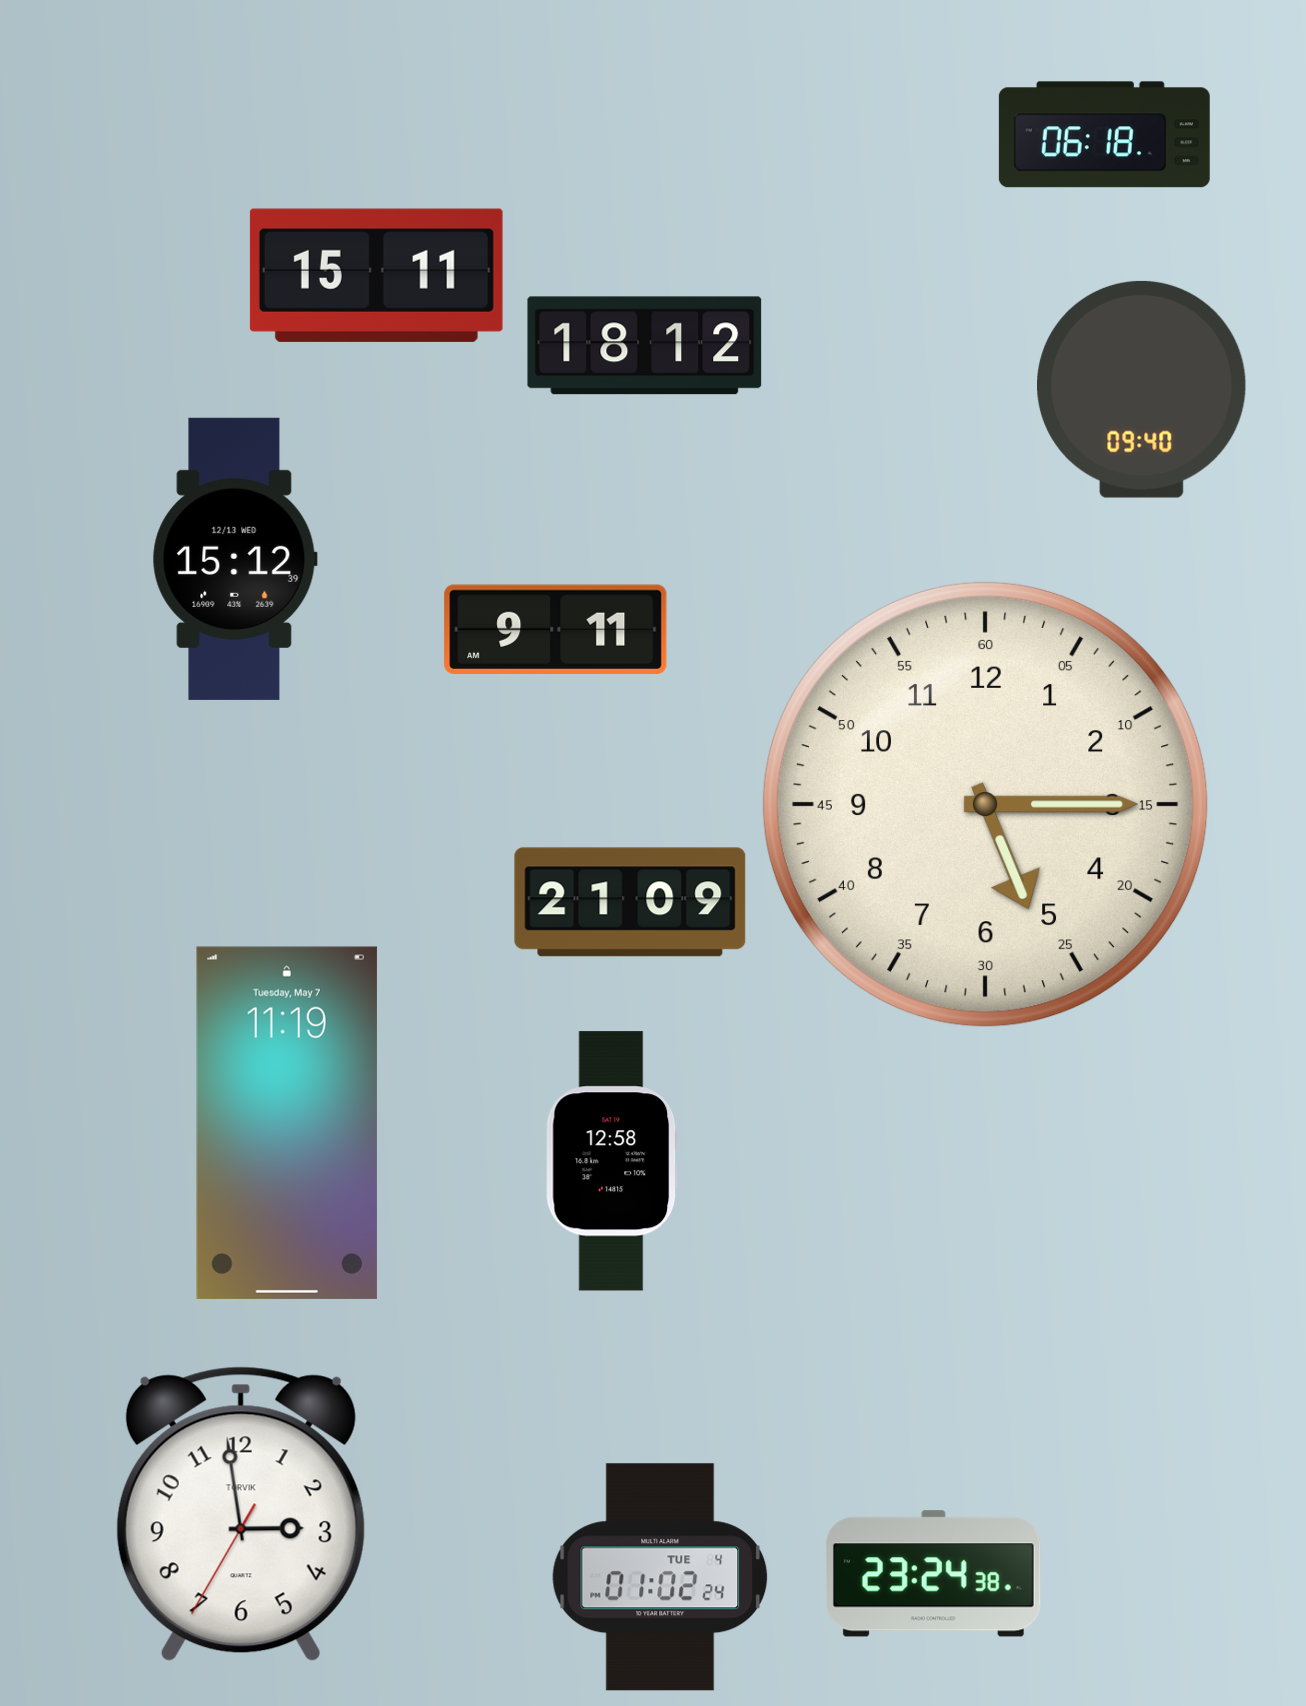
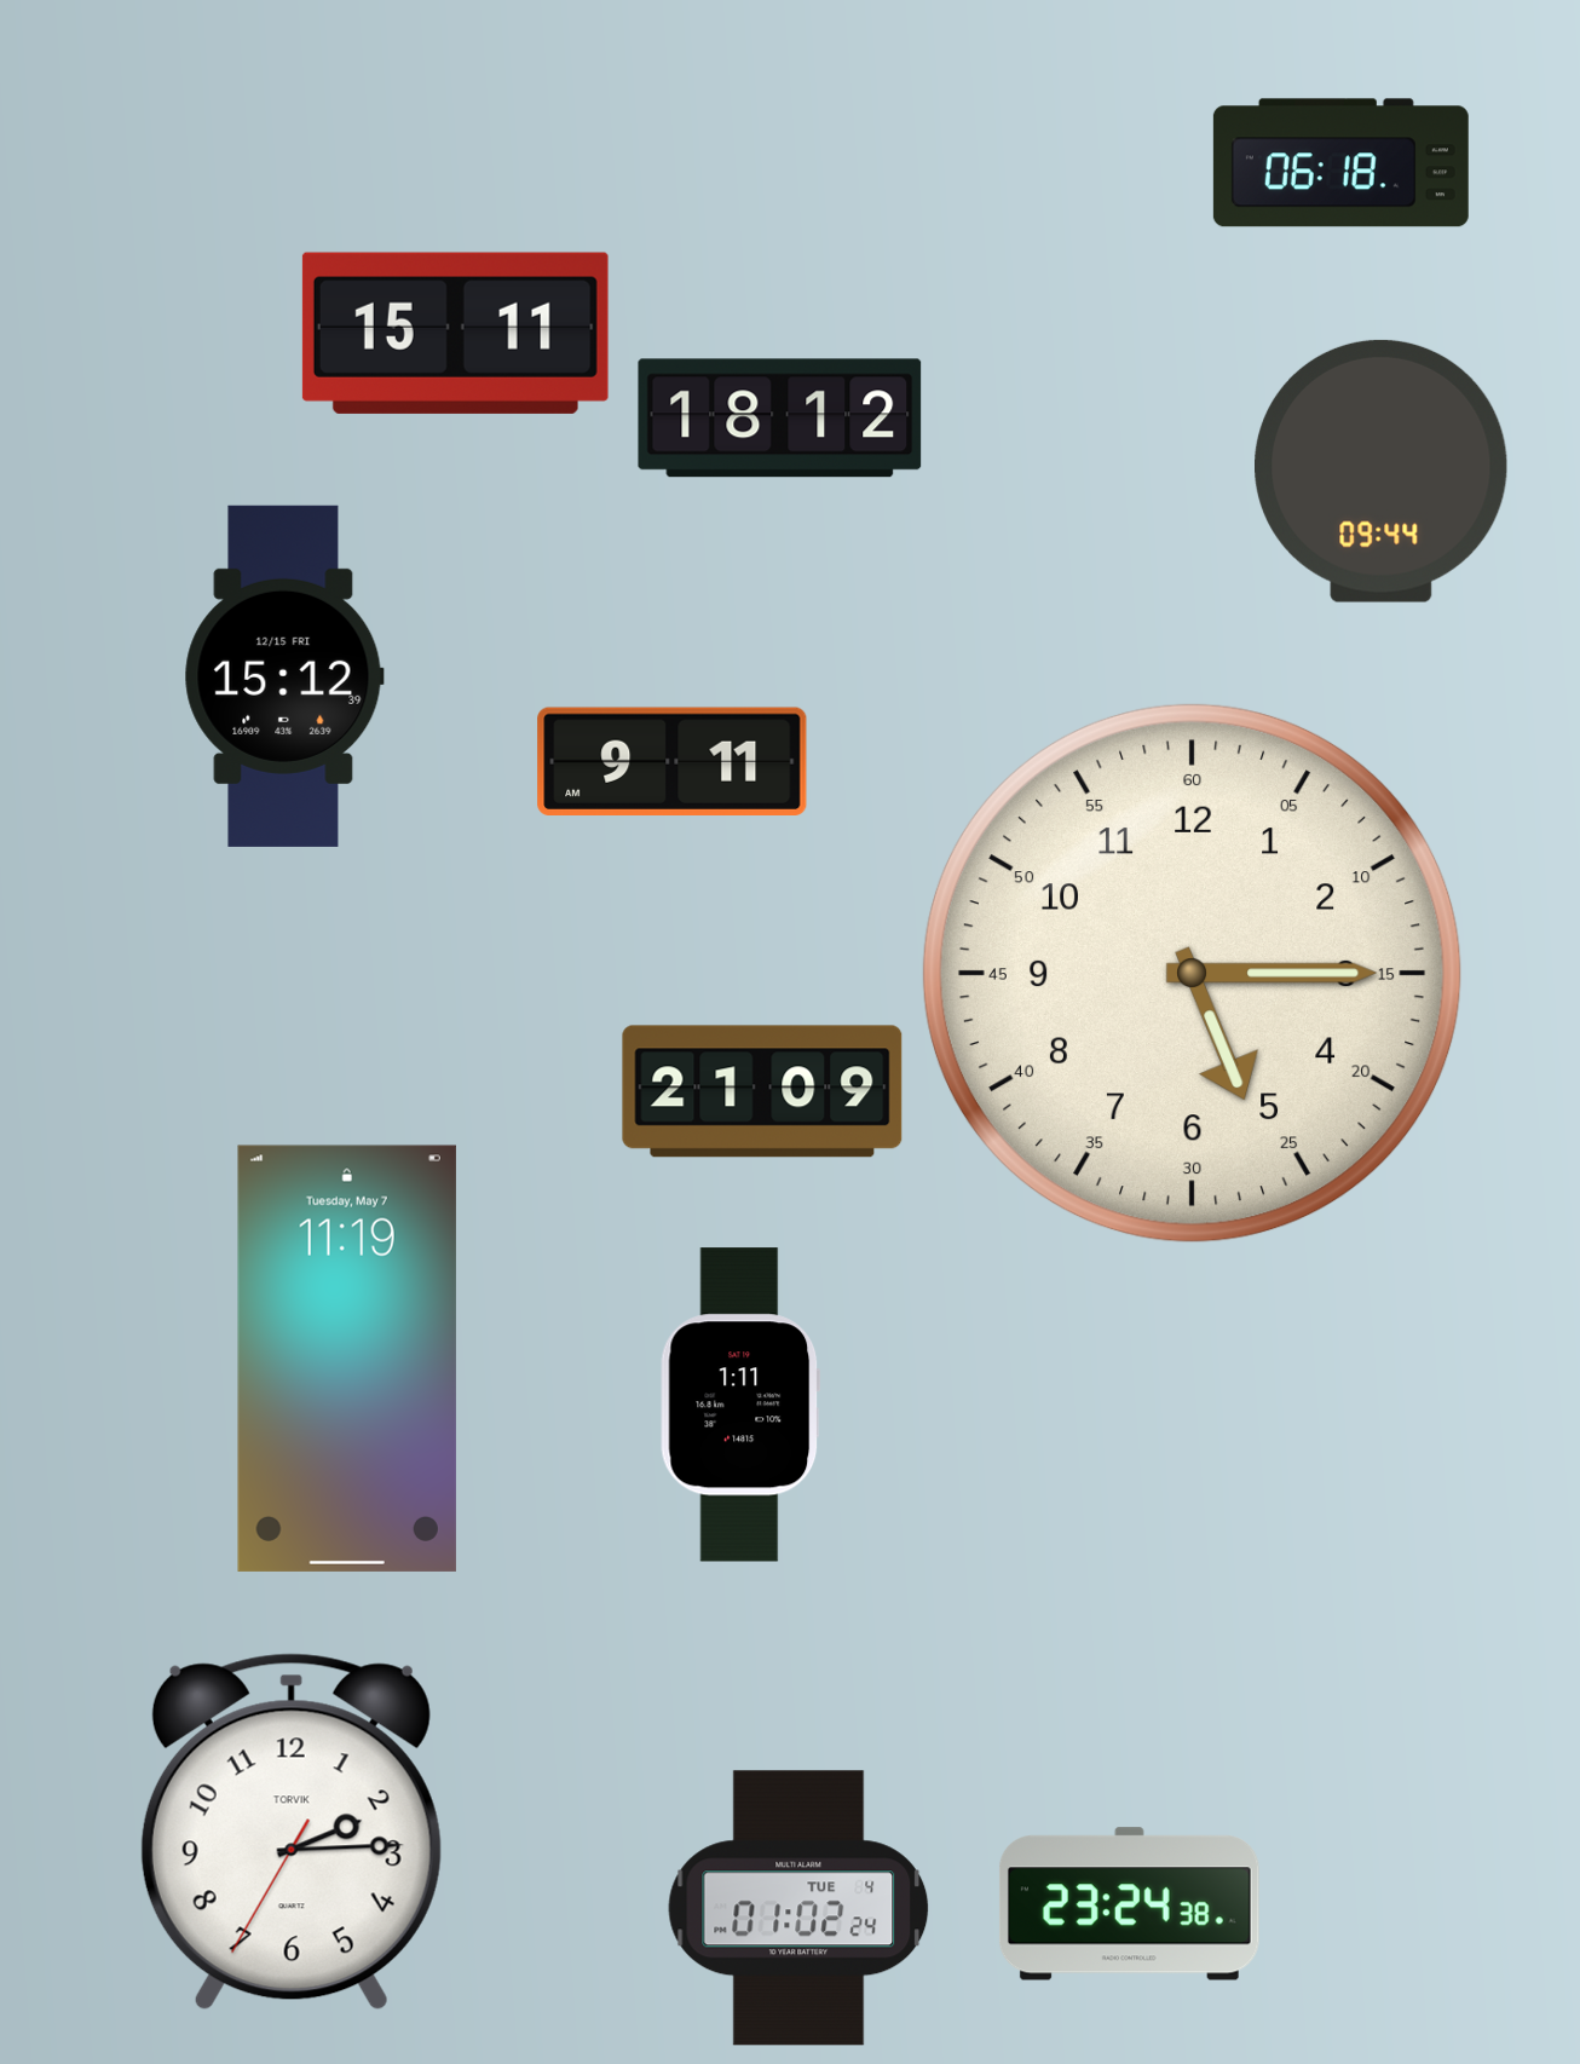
clock at (1104, 135) position: (1104, 135) -> (1340, 163)
clock at (1142, 389): 09:40 -> 09:44
clock at (235, 559) date: 12/13 WED -> 12/15 FRI
clock at (612, 1161): 12:58 -> 1:11
clock at (241, 1514): 2:58 -> 2:14
